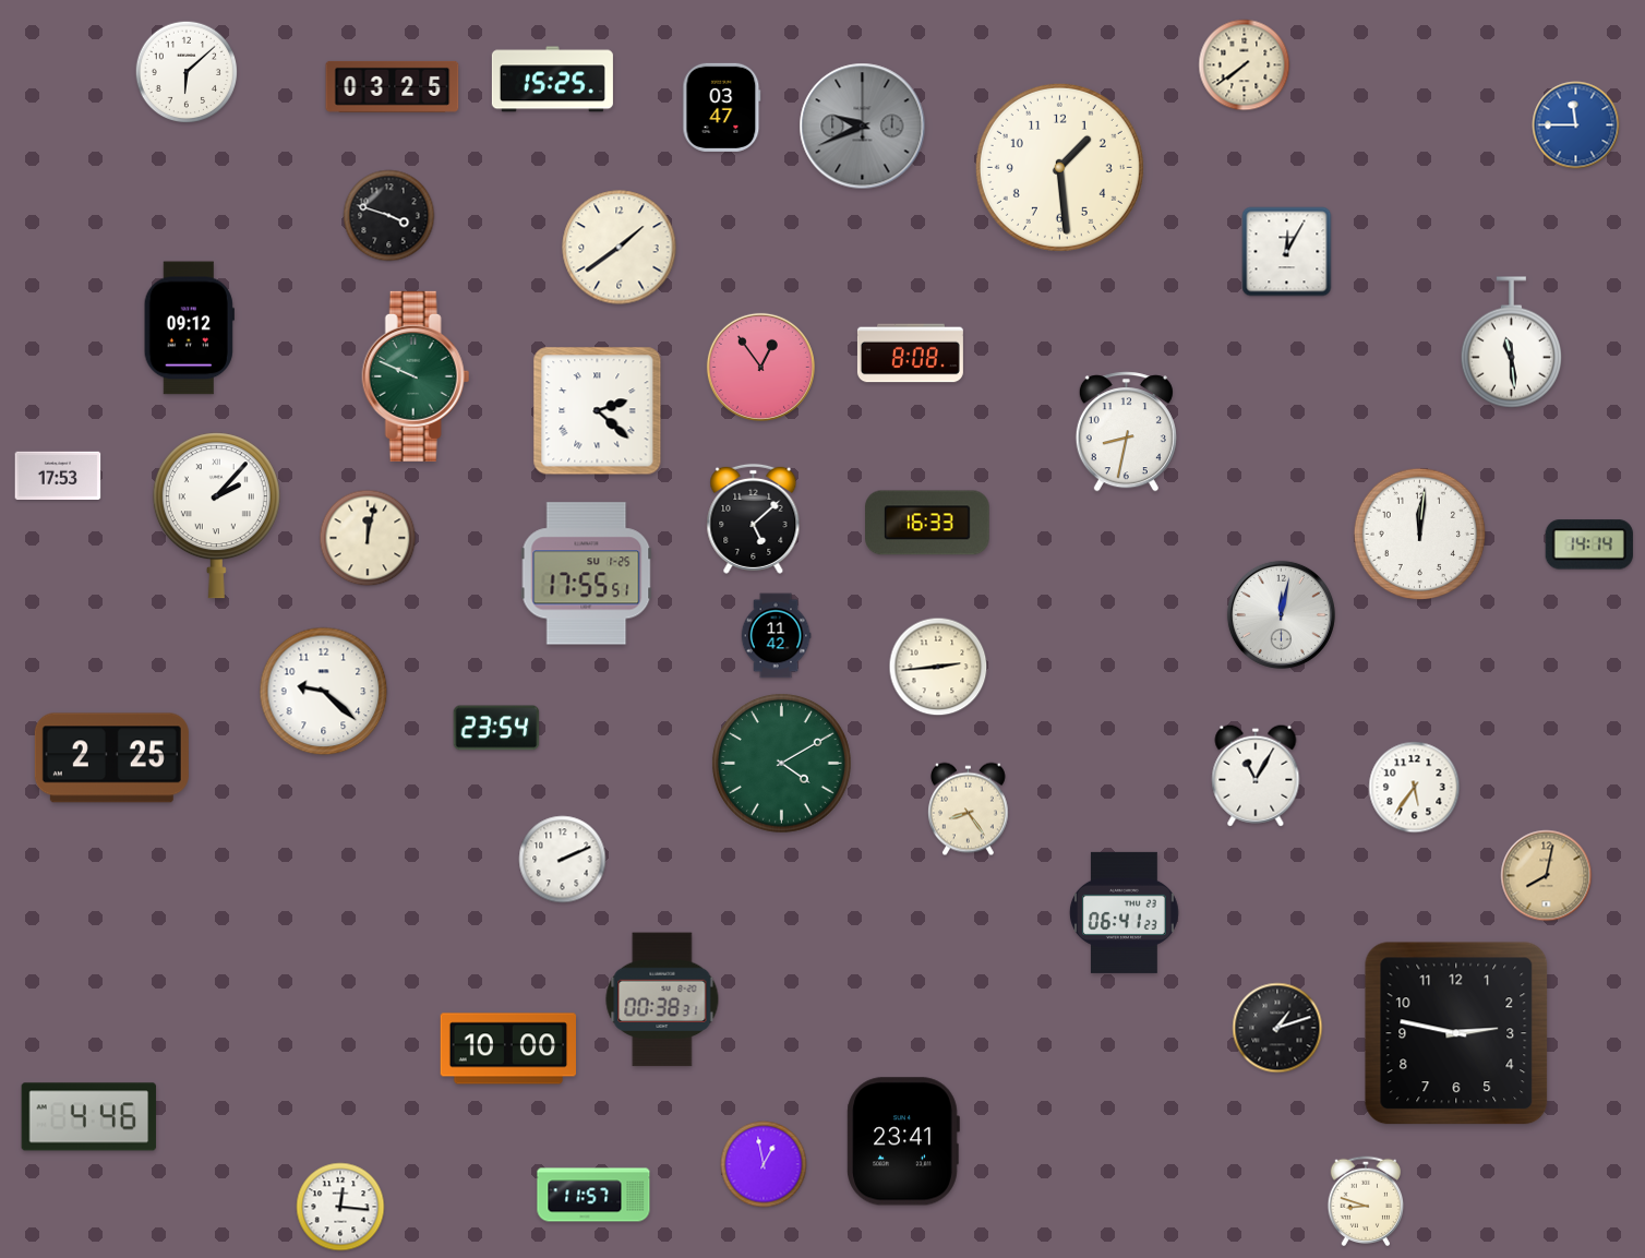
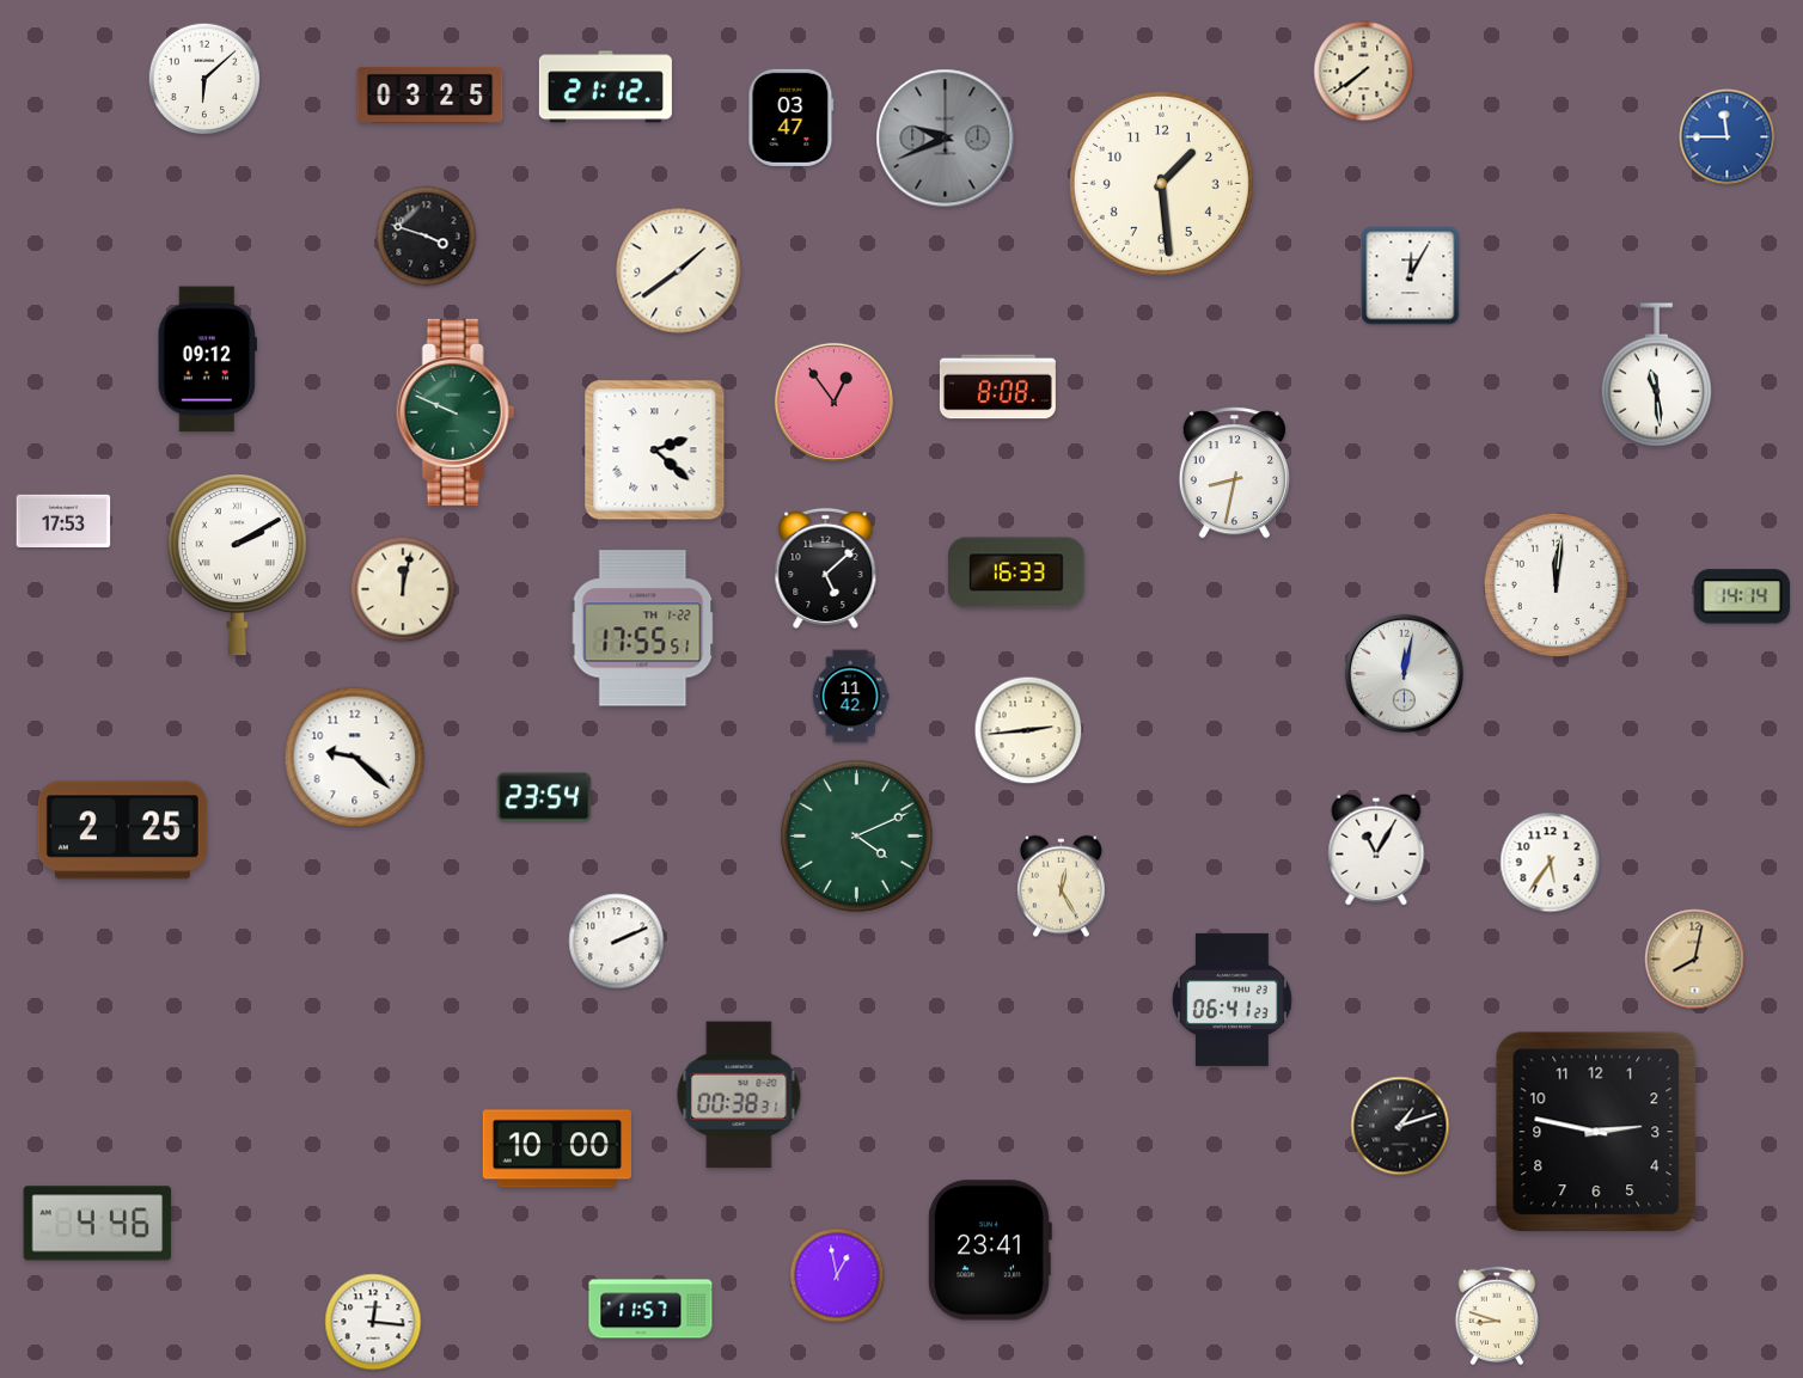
clock at (552, 80): 15:25 -> 21:12
clock at (216, 516): 2:07 -> 2:10
clock at (587, 574) date: SU 1-25 -> TH 1-22
clock at (781, 763): 4:10 -> 4:11
clock at (968, 810): 8:24 -> 12:25
clock at (662, 999) position: (662, 999) -> (739, 1095)
